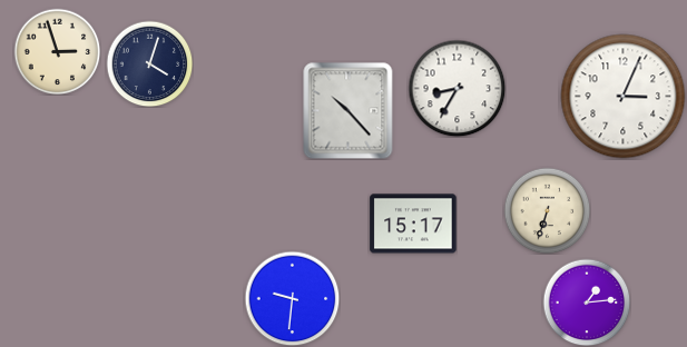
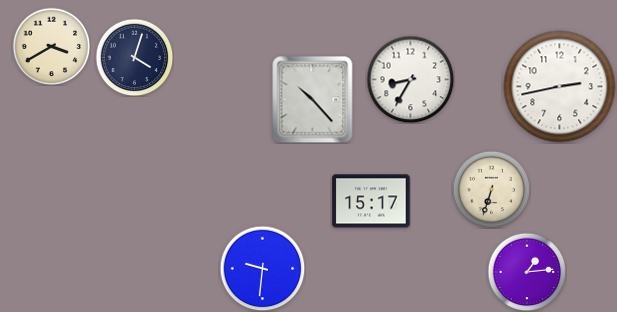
clock at (57, 51): 2:57 -> 3:40
clock at (624, 97): 3:04 -> 2:43
